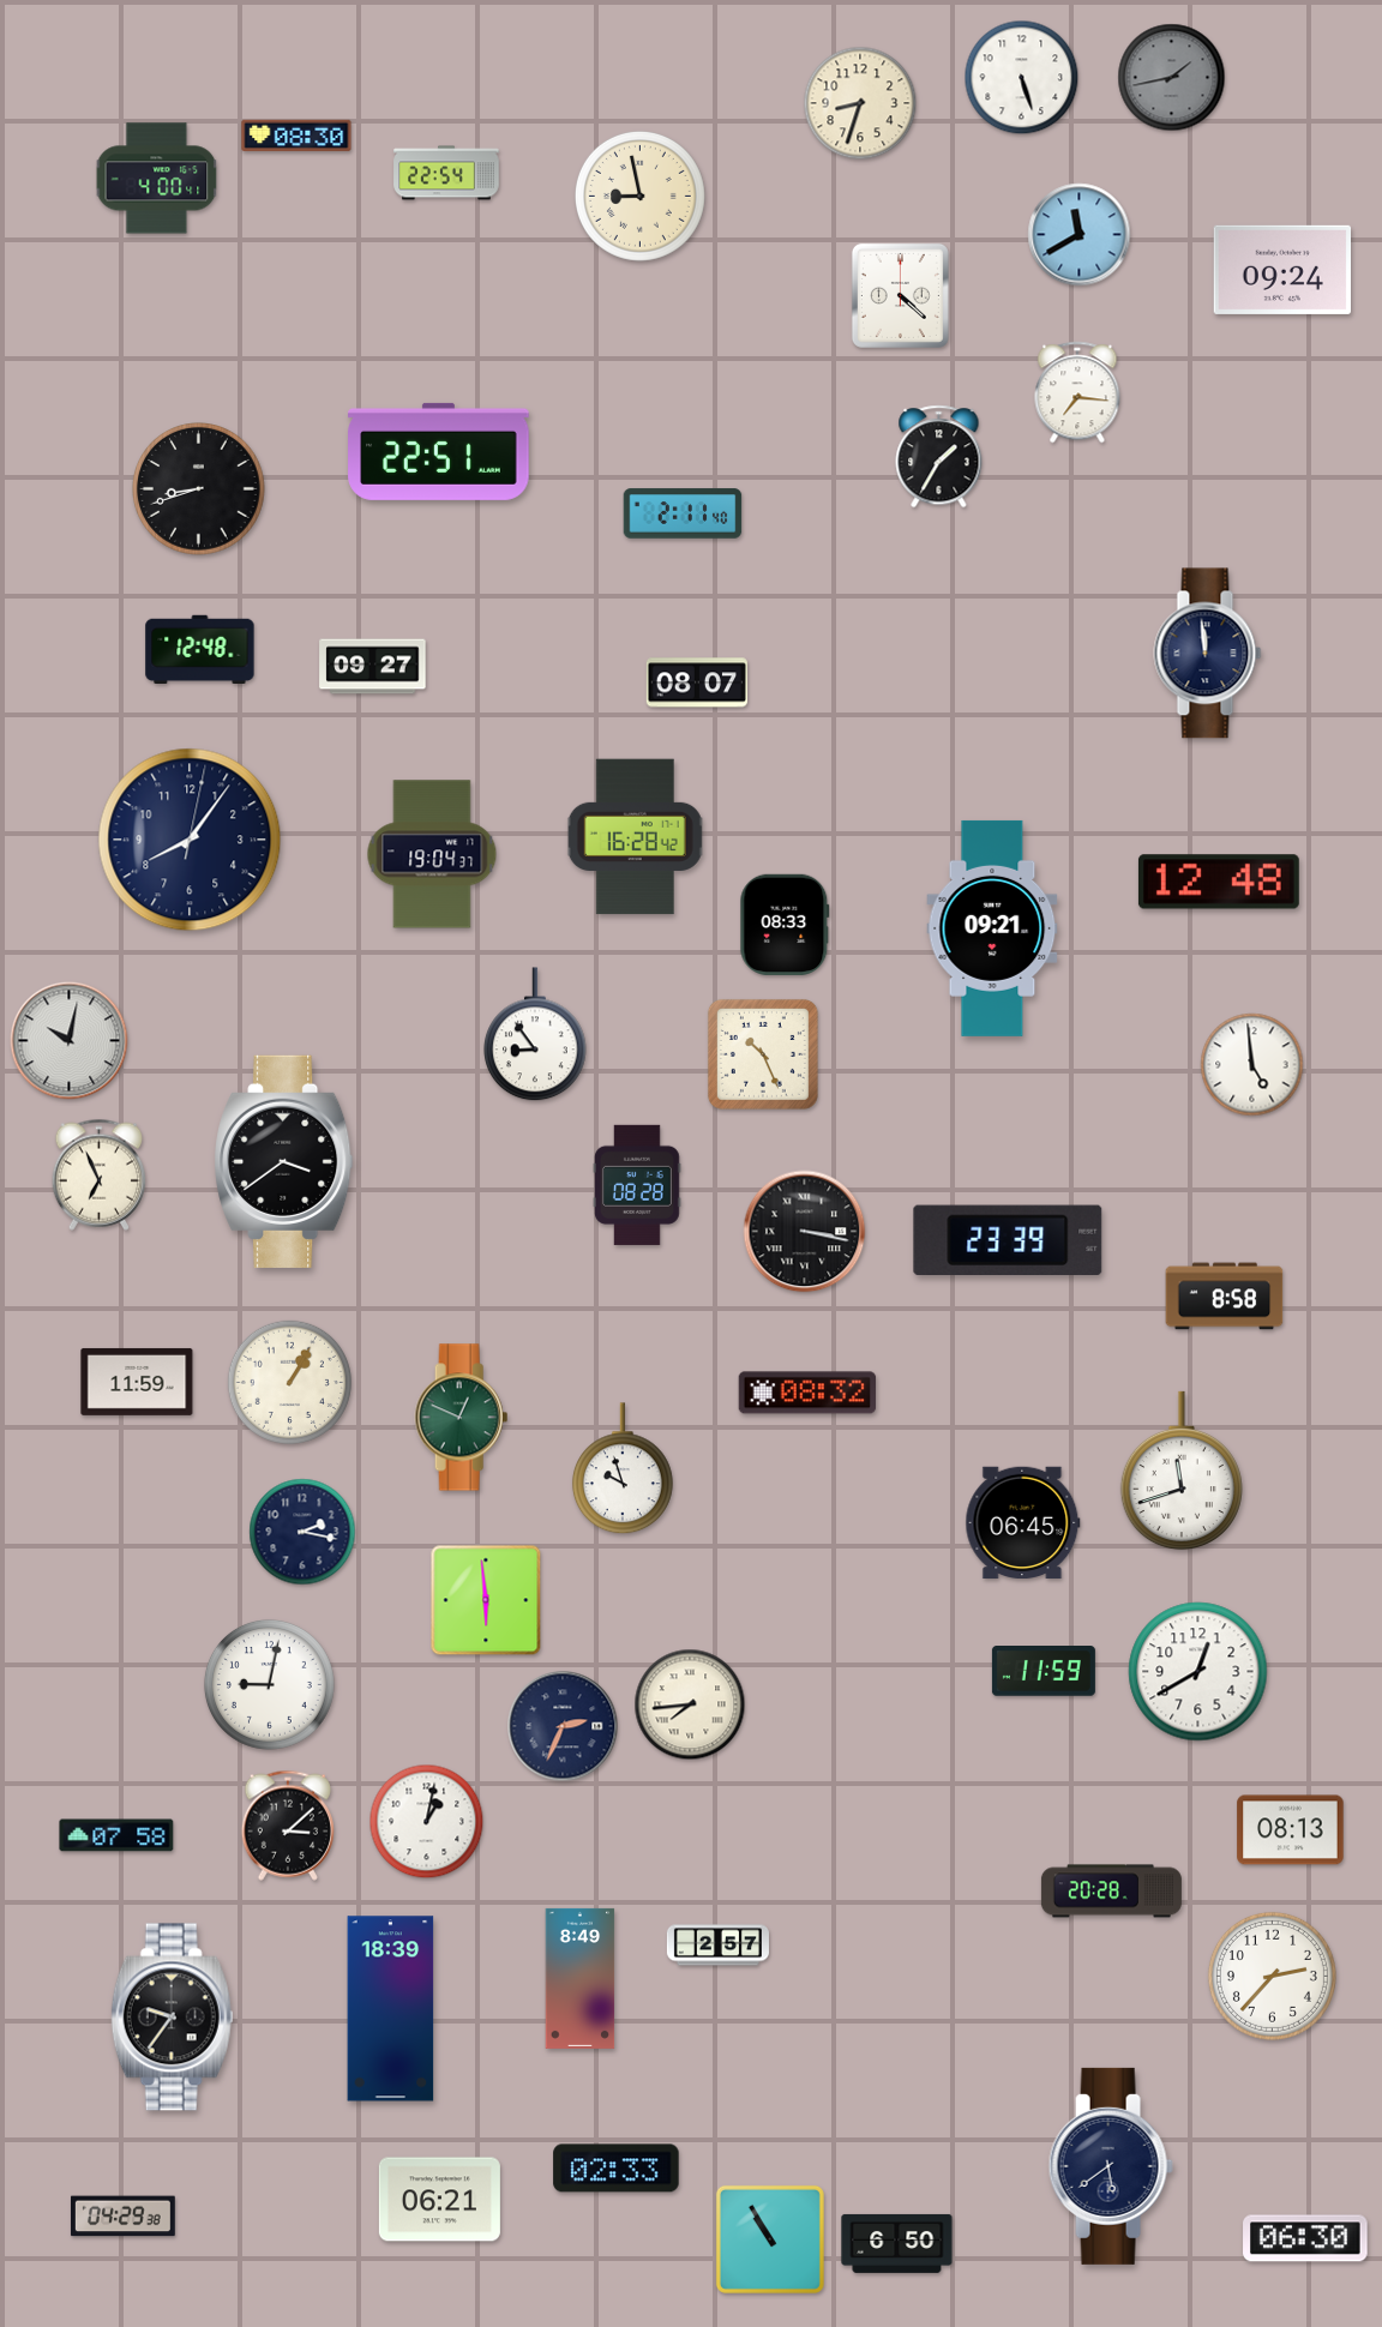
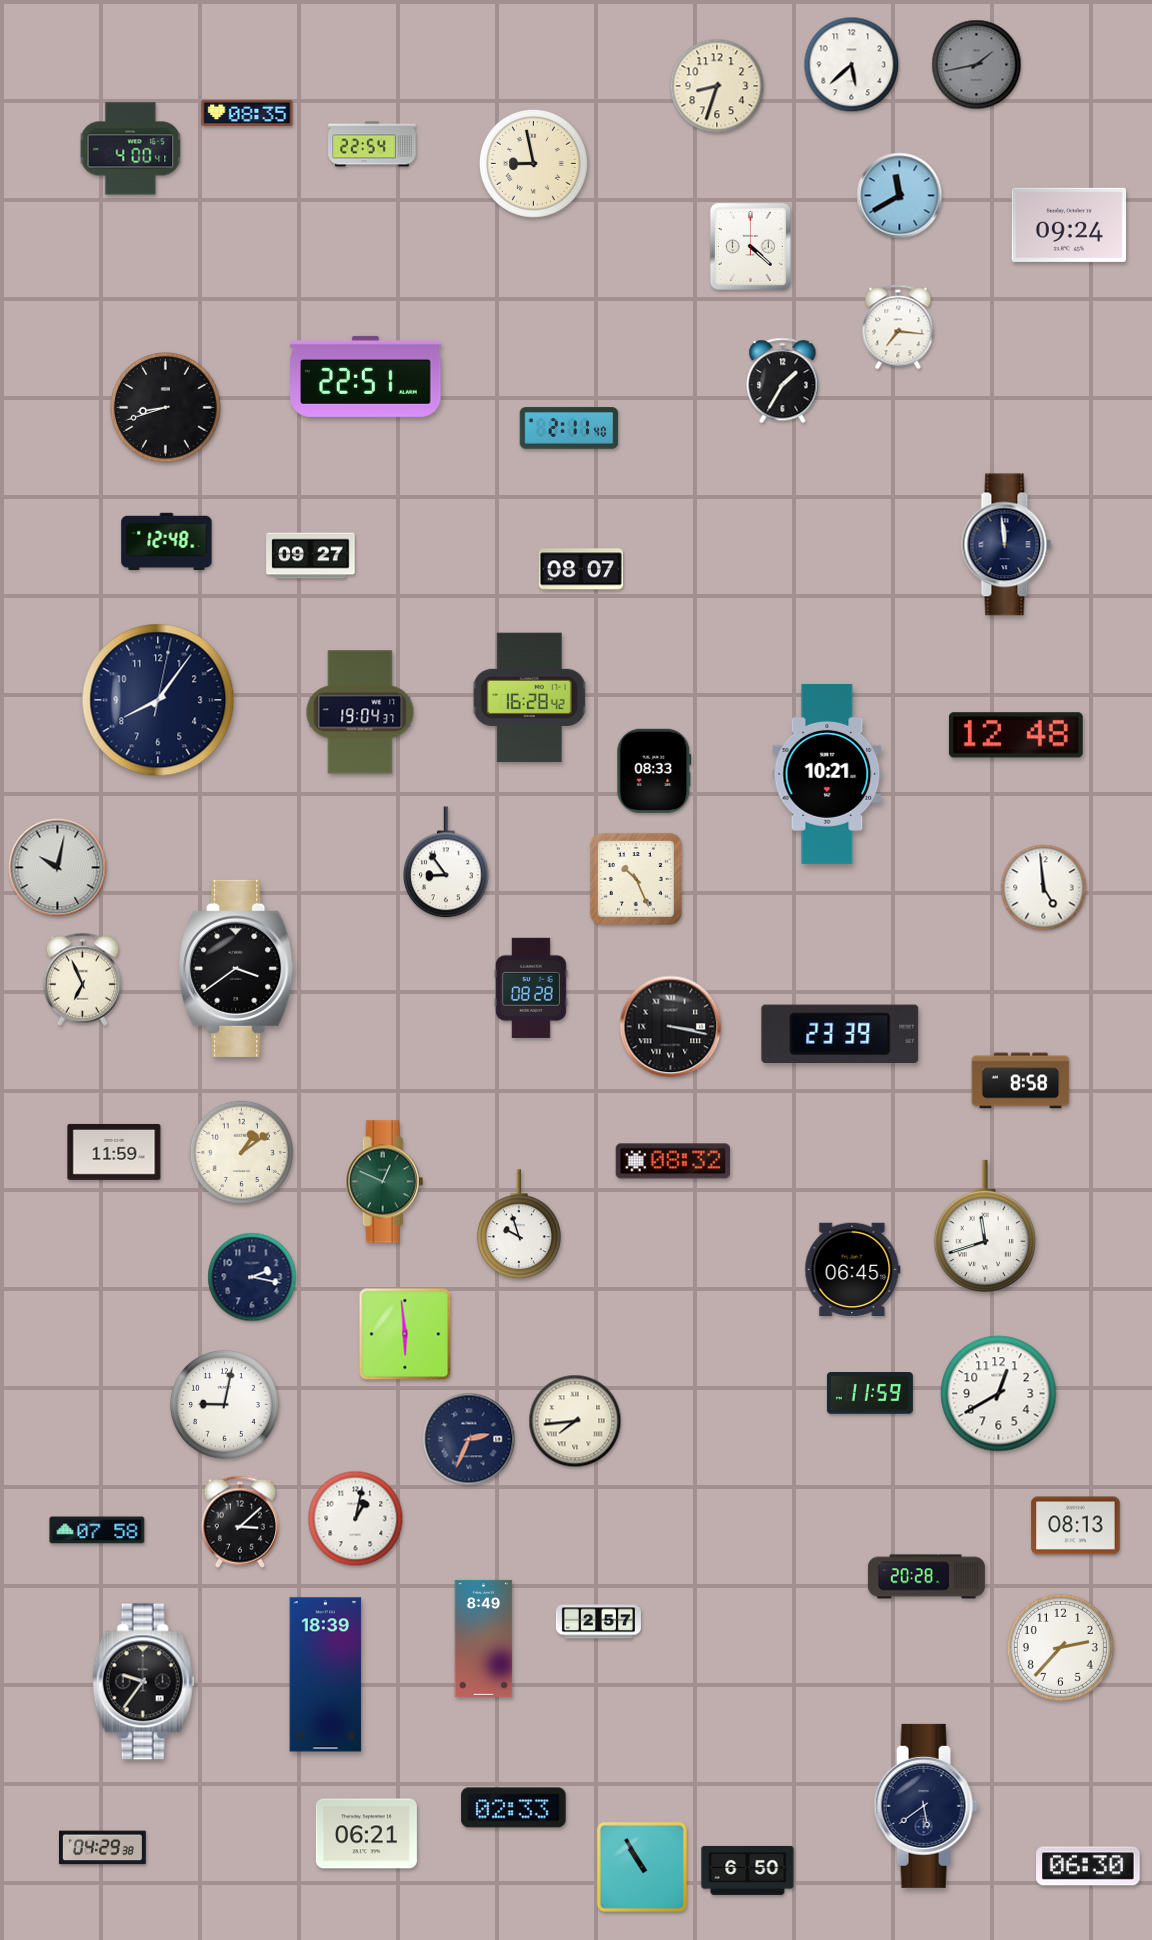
clock at (1022, 78): 5:27 -> 5:38
clock at (296, 134): 08:30 -> 08:35
clock at (992, 928): 09:21 -> 10:21
clock at (289, 1382): 1:05 -> 1:09
clock at (581, 1978) position: (581, 1978) -> (484, 1638)
